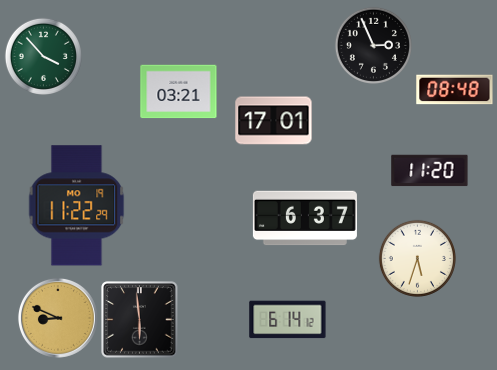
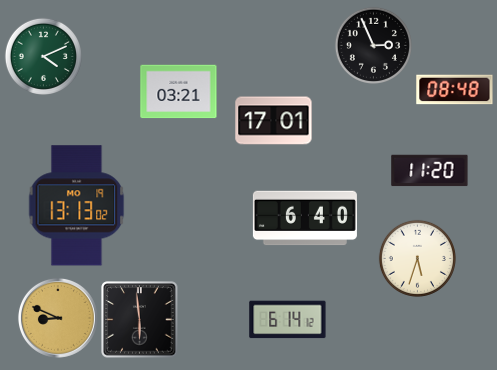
clock at (43, 56): 3:53 -> 4:11
clock at (77, 206): 11:22 -> 13:13
clock at (305, 218): 6:37 -> 6:40
